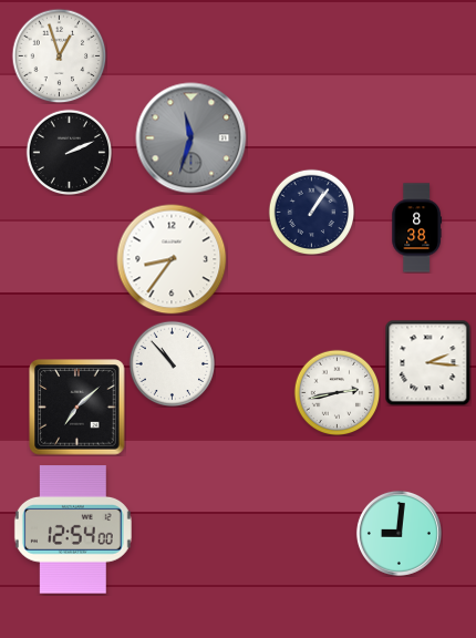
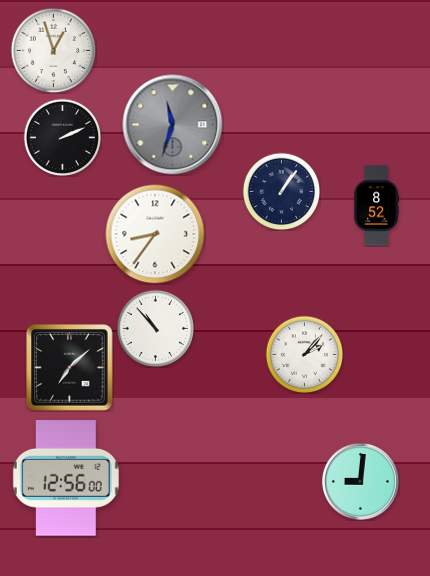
clock at (416, 228): 8:38 -> 8:52
clock at (427, 362): 2:16 -> none
clock at (337, 392): 2:43 -> 2:07
clock at (73, 529): 12:54 -> 12:56
